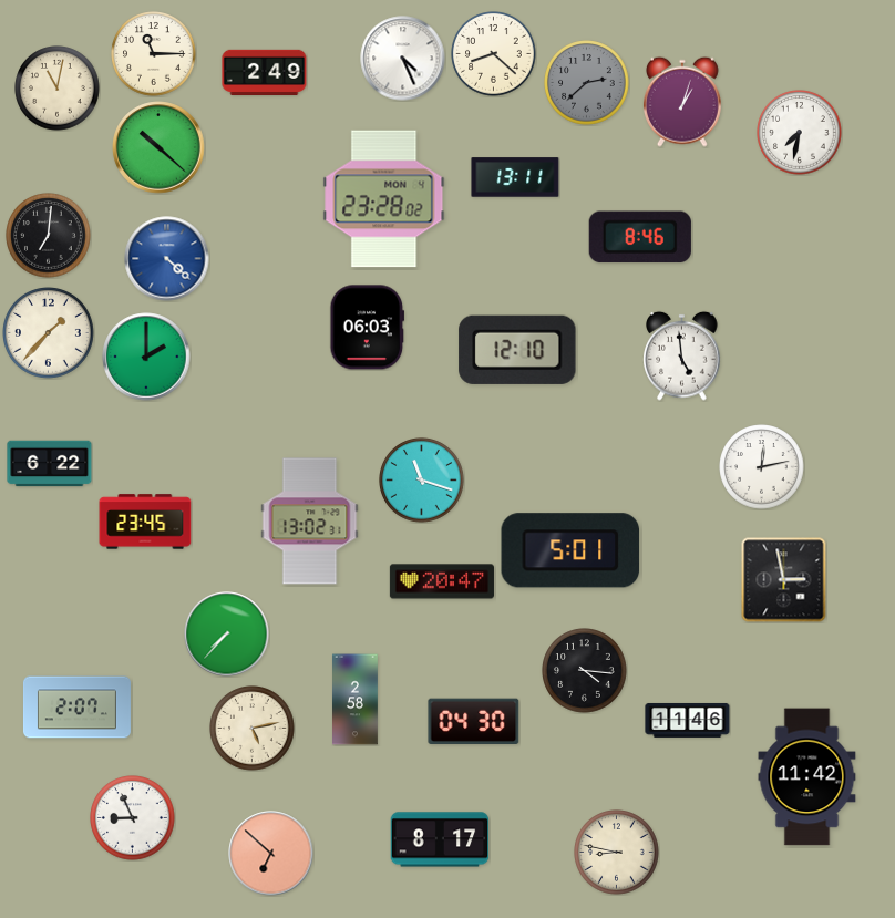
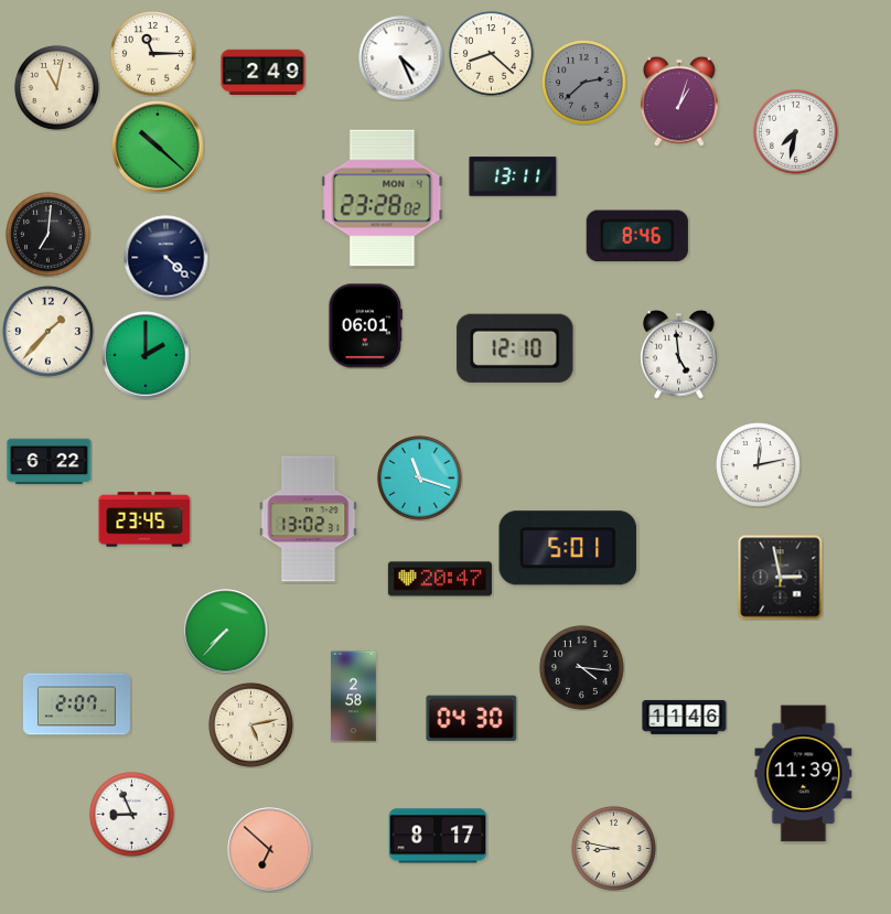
clock at (167, 259) dial: blue -> navy
clock at (368, 328): 06:03 -> 06:01
clock at (807, 777): 11:42 -> 11:39
